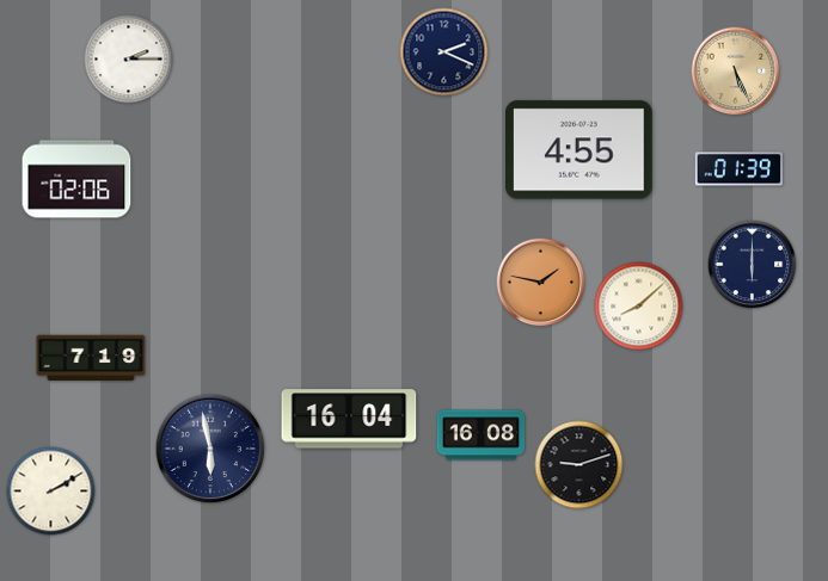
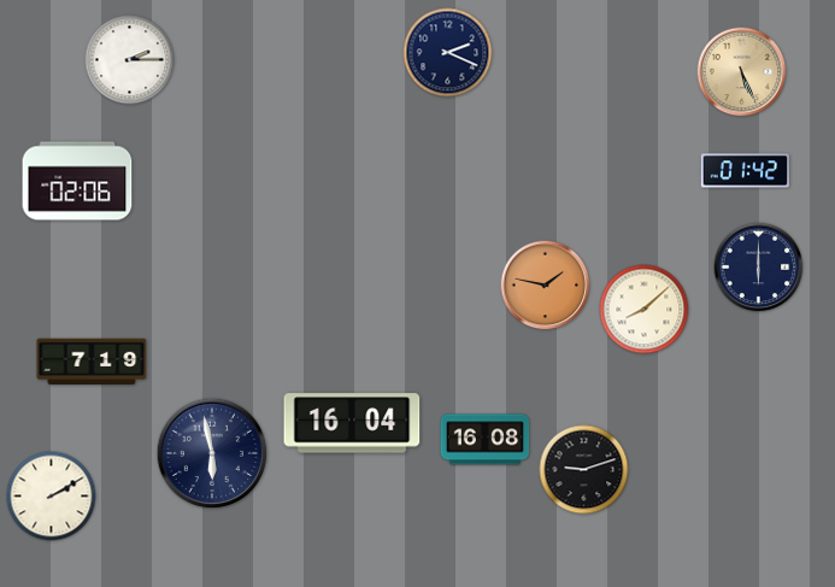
clock at (579, 150): 4:55 -> none
clock at (740, 169): 01:39 -> 01:42
